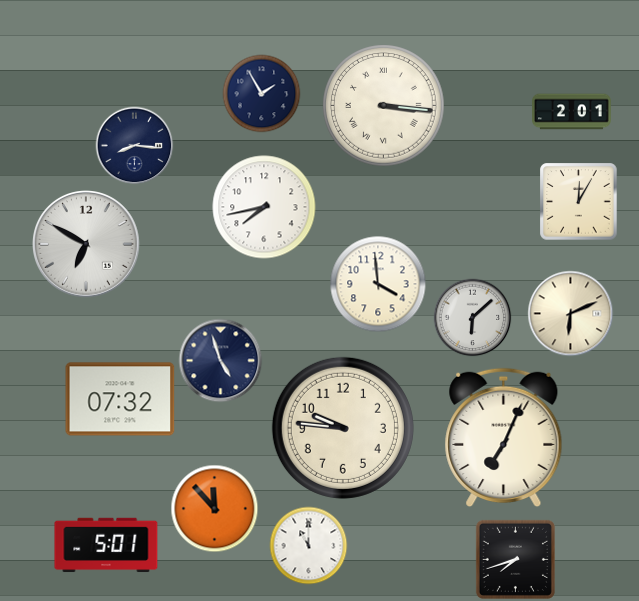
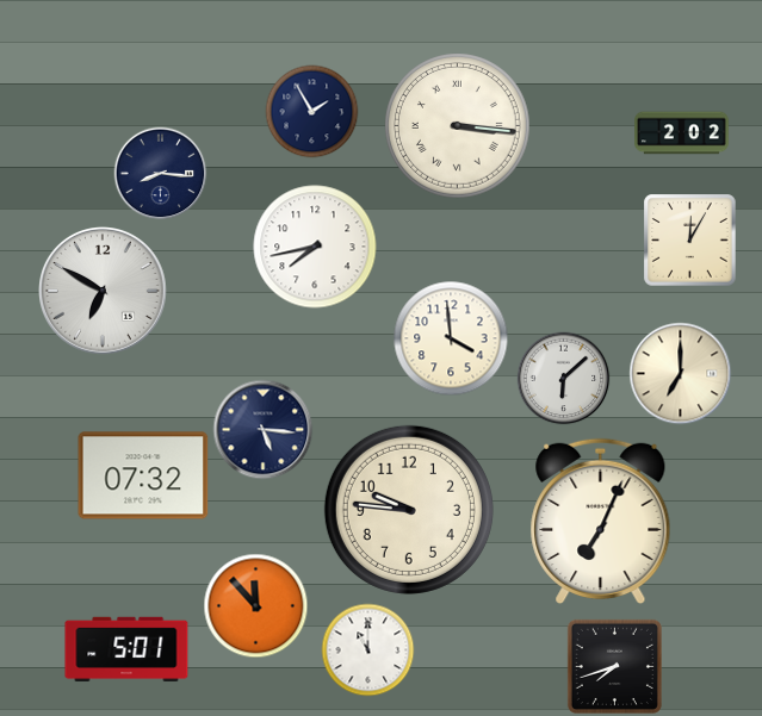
clock at (572, 112): 2:01 -> 2:02
clock at (570, 313): 6:11 -> 7:00
clock at (220, 360): 4:57 -> 5:16
